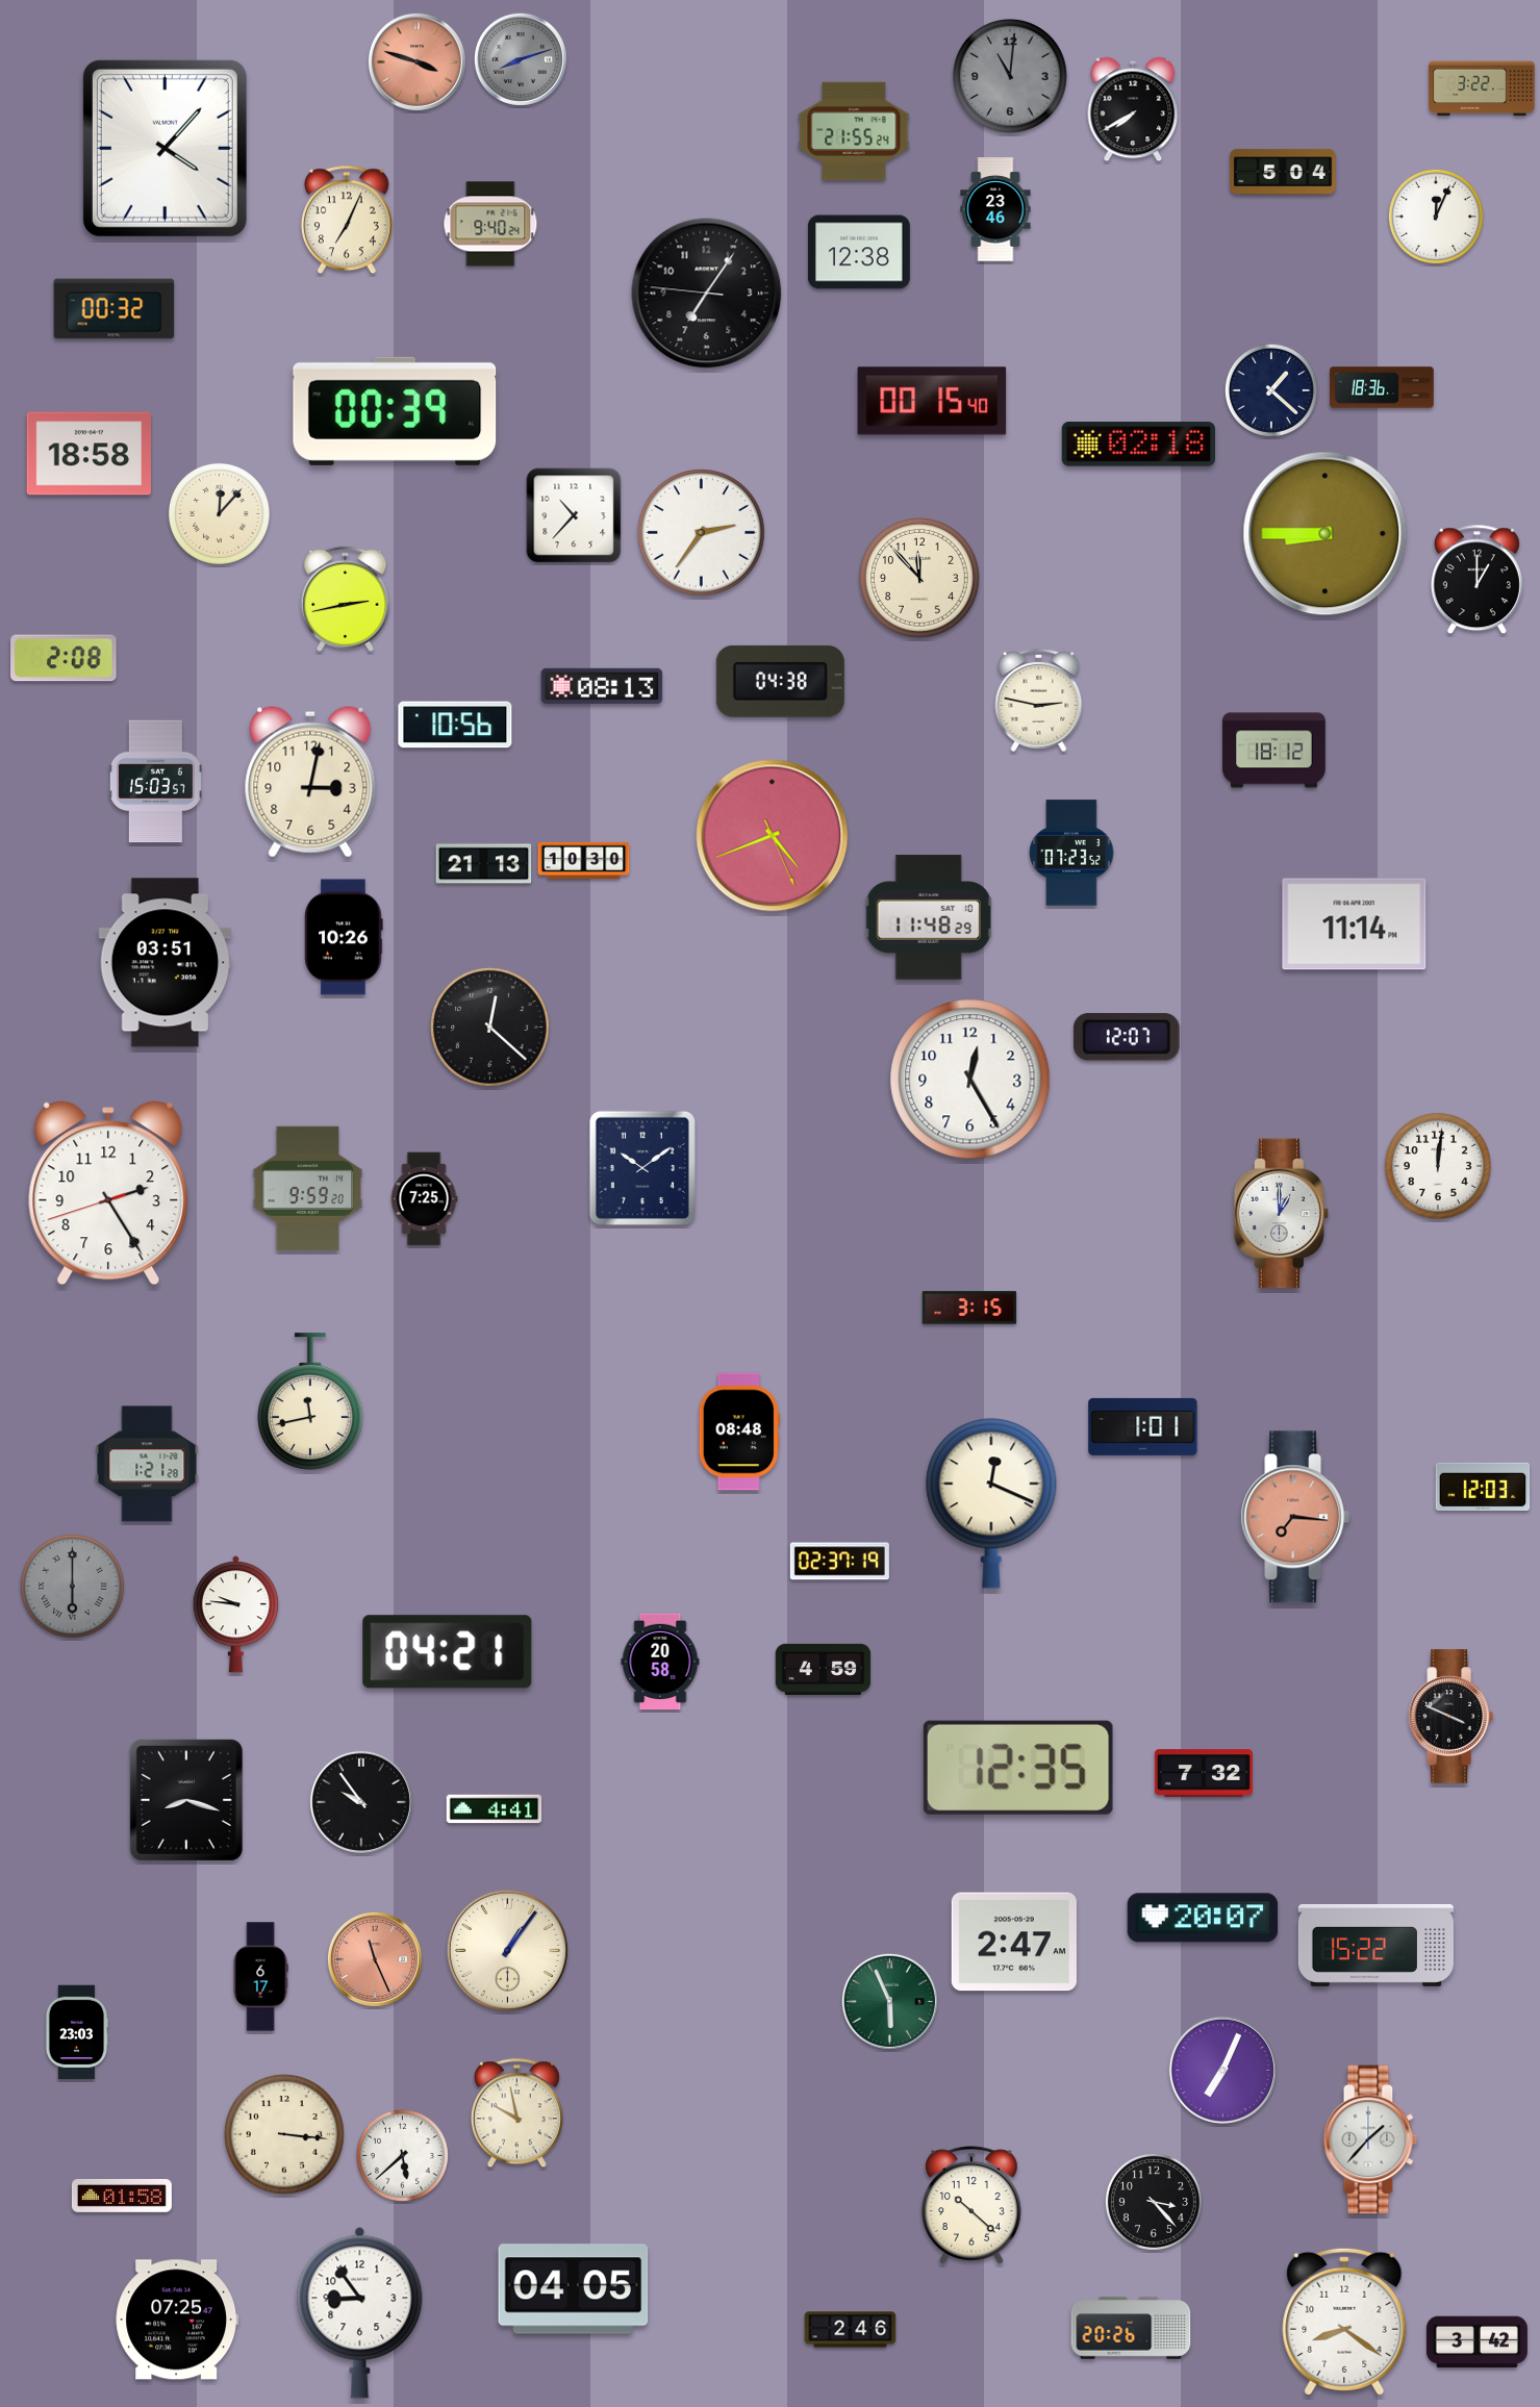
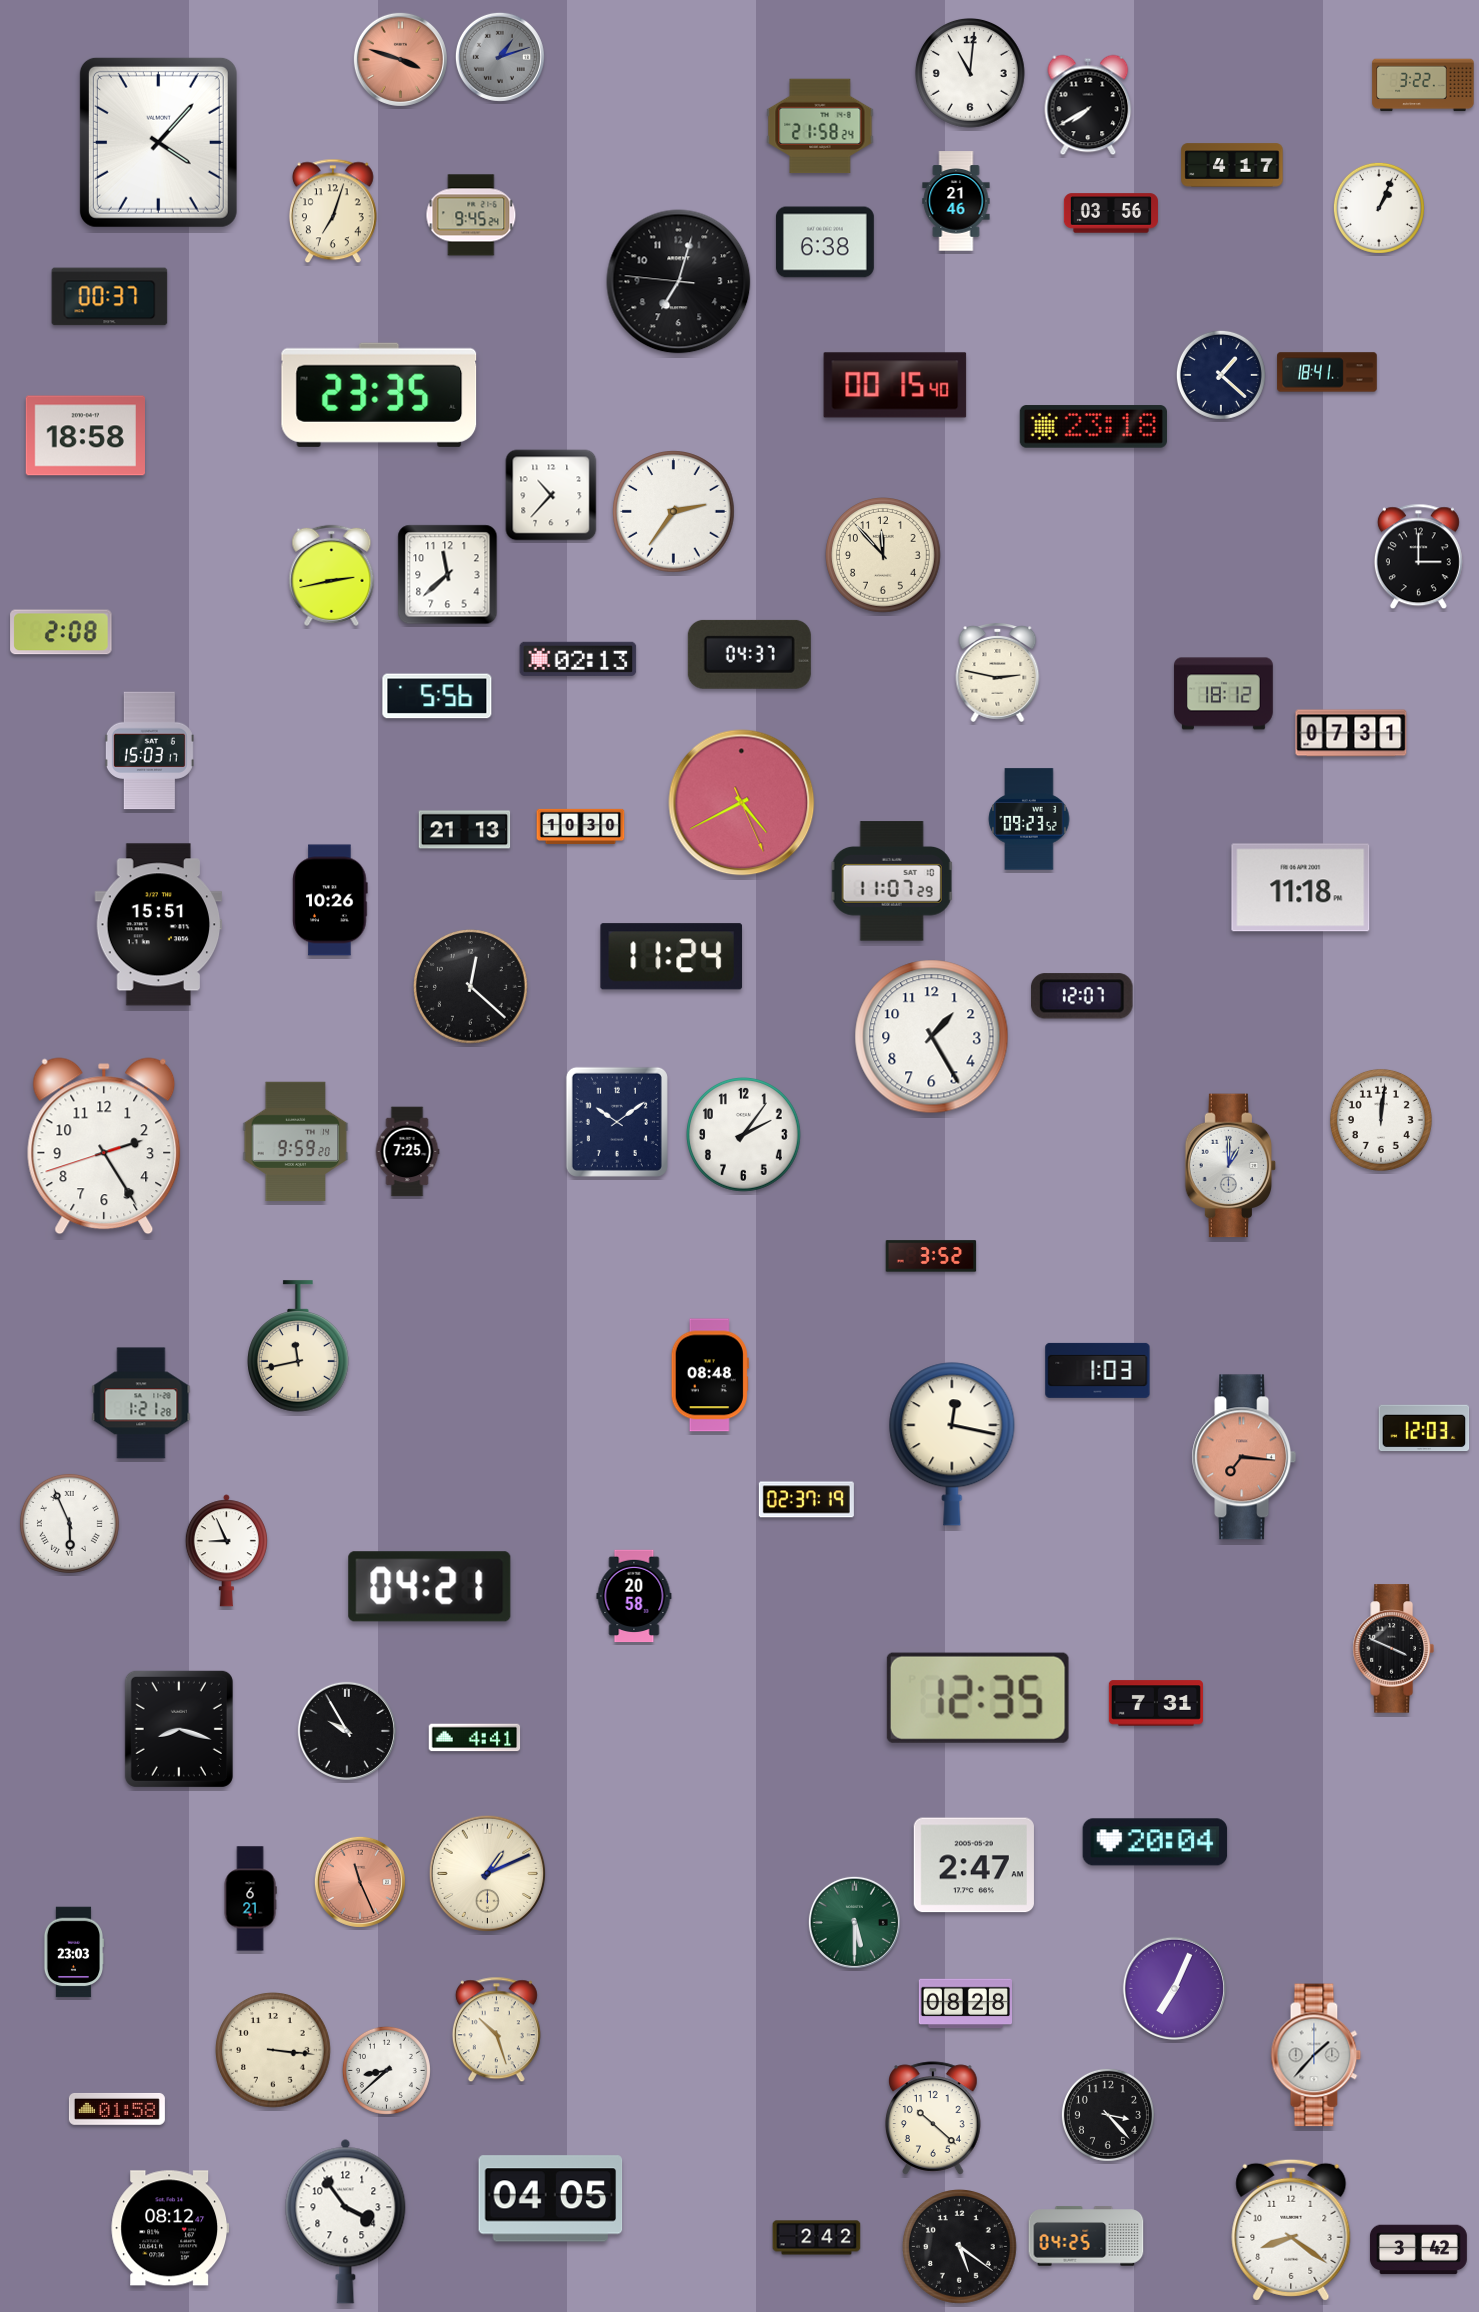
clock at (521, 59): 8:12 -> 1:12
clock at (1011, 77) dial: grey -> white
clock at (854, 131): 21:55 -> 21:58
clock at (1283, 172): 5:04 -> 4:17
clock at (995, 209): 23:46 -> 21:46
clock at (1436, 217): 12:04 -> 1:04
clock at (347, 220): 7:04 -> 7:03
clock at (1111, 213): none -> 03:56
clock at (490, 224): 9:40 -> 9:45
clock at (859, 252): 12:38 -> 6:38
clock at (707, 294): 7:05 -> 7:02
clock at (115, 309): 00:32 -> 00:37
clock at (1382, 387): 18:36 -> 18:41
clock at (395, 411): 00:39 -> 23:35
clock at (1138, 445): 02:18 -> 23:18
clock at (219, 513): 12:07 -> none
clock at (1326, 534): 8:45 -> none
clock at (1476, 580): 1:00 -> 3:00
clock at (448, 575): none -> 11:38
clock at (780, 681): 04:38 -> 04:37
clock at (602, 686): 08:13 -> 02:13
clock at (455, 725): 10:56 -> 5:56
clock at (1274, 751) position: (1274, 751) -> (1224, 694)
clock at (1351, 733): none -> 07:31
clock at (155, 782): 15:03:57 -> 15:03:17
clock at (310, 782): 3:02 -> none
clock at (773, 836): 4:41 -> 4:40
clock at (1071, 853): 07:23 -> 09:23
clock at (584, 860) position: (584, 860) -> (581, 826)
clock at (929, 917): 11:48 -> 11:07
clock at (1355, 924): 11:14 -> 11:18
clock at (166, 963): 03:51 -> 15:51
clock at (672, 957): none -> 11:24
clock at (970, 1080): 12:25 -> 1:25
clock at (744, 1135): none -> 2:06
clock at (969, 1308): 3:15 -> 3:52
clock at (1143, 1426): 1:01 -> 1:03
clock at (147, 1464) position: (147, 1464) -> (141, 1403)
clock at (991, 1503): 12:19 -> 12:17
clock at (72, 1586): 6:00 -> 5:56
clock at (72, 1586) dial: grey -> white
clock at (235, 1615): 9:46 -> 8:56
clock at (824, 1669): 4:59 -> none
clock at (1204, 1773): 7:32 -> 7:31
clock at (361, 1802): 9:54 -> 9:55
clock at (1203, 1918): 20:07 -> 20:04
clock at (1375, 1945): 15:22 -> none
clock at (508, 1951): 1:06 -> 1:11
clock at (260, 1977): 6:17 -> 6:21
clock at (889, 2001): 5:56 -> 5:30
clock at (965, 2004): none -> 08:28
clock at (516, 2113): 9:58 -> 10:27
clock at (402, 2155): 5:38 -> 8:38
clock at (360, 2312): 8:54 -> 3:54
clock at (176, 2320): 07:25 -> 08:12
clock at (1131, 2328): 20:26 -> 04:25
clock at (851, 2330): 2:46 -> 2:42
clock at (960, 2247): none -> 5:21
